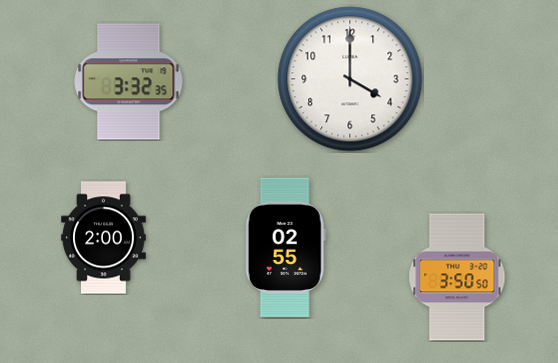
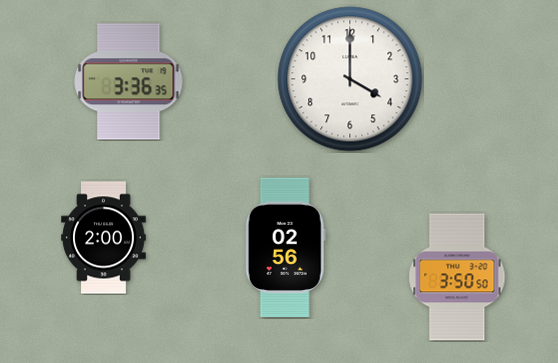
clock at (129, 82): 3:32 -> 3:36
clock at (285, 248): 02:55 -> 02:56
